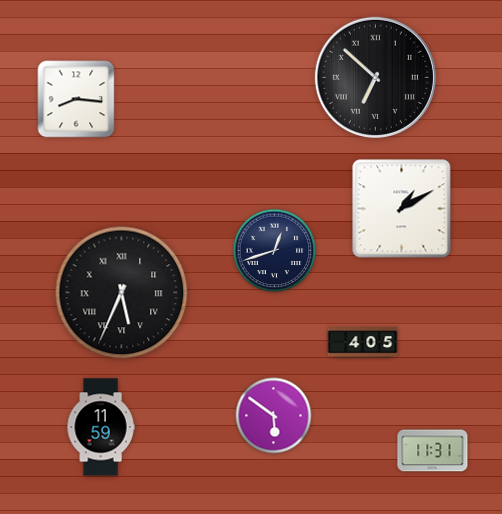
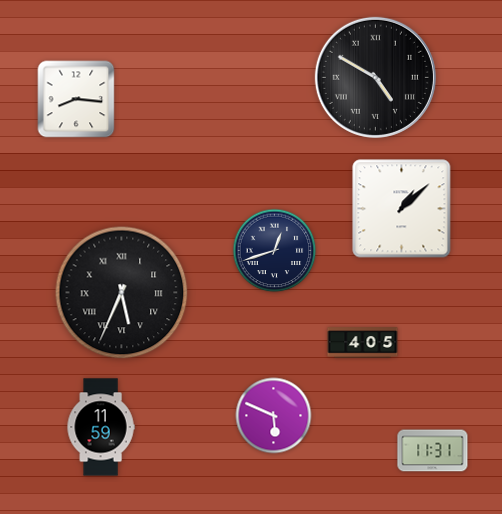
clock at (375, 77): 6:52 -> 4:50
clock at (402, 209): 1:10 -> 1:08
clock at (274, 416): 5:51 -> 5:49
